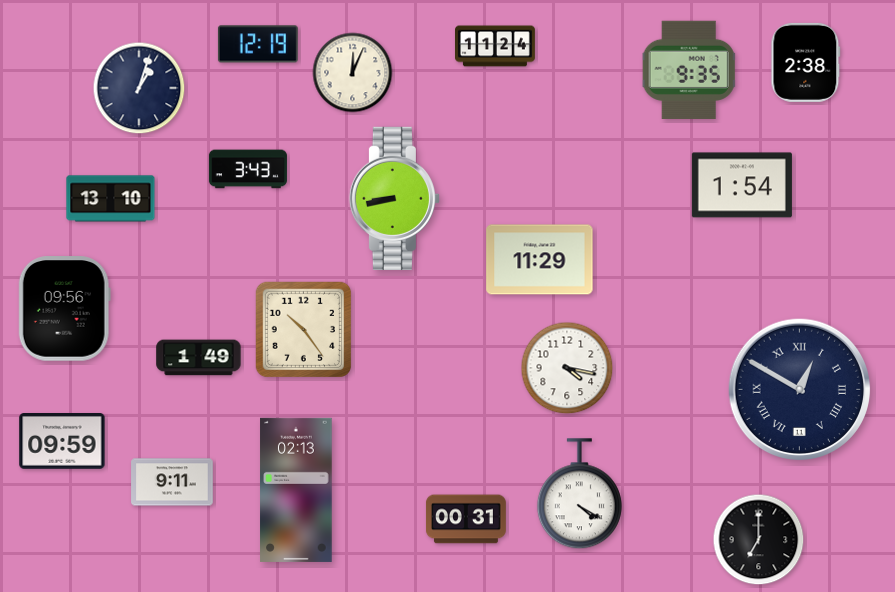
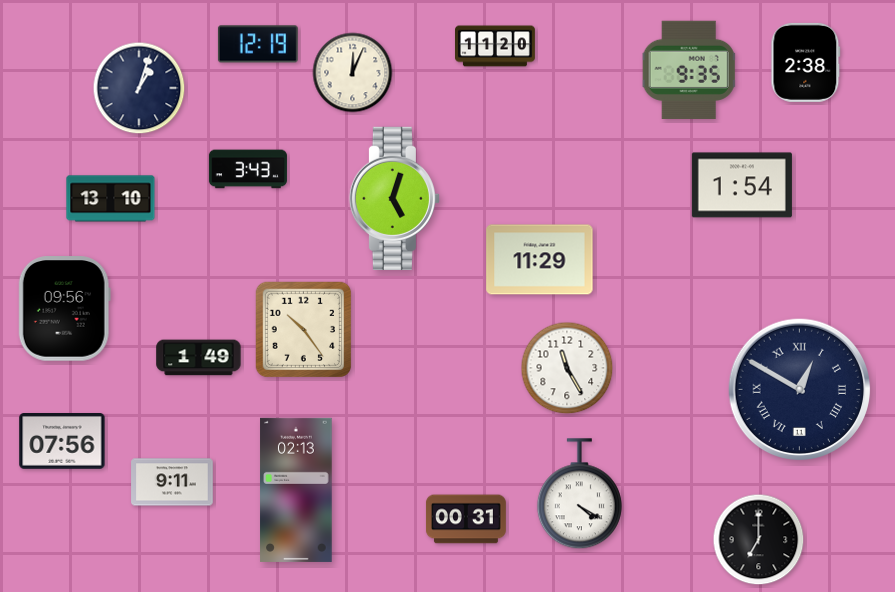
clock at (496, 46): 11:24 -> 11:20
clock at (394, 198): 8:43 -> 5:03
clock at (567, 368): 4:17 -> 11:25
clock at (62, 442): 09:59 -> 07:56
